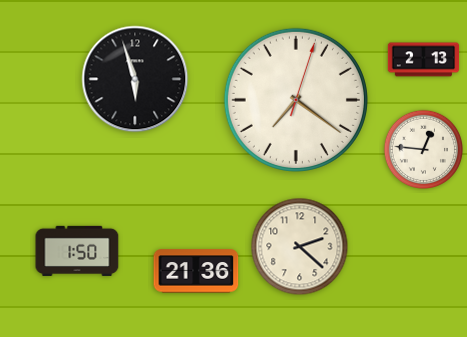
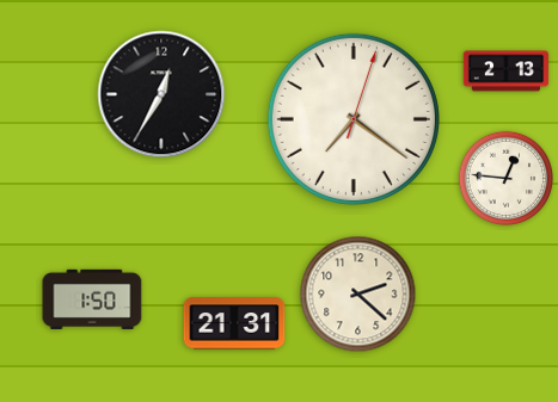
clock at (135, 79): 5:57 -> 12:35
clock at (196, 271): 21:36 -> 21:31
